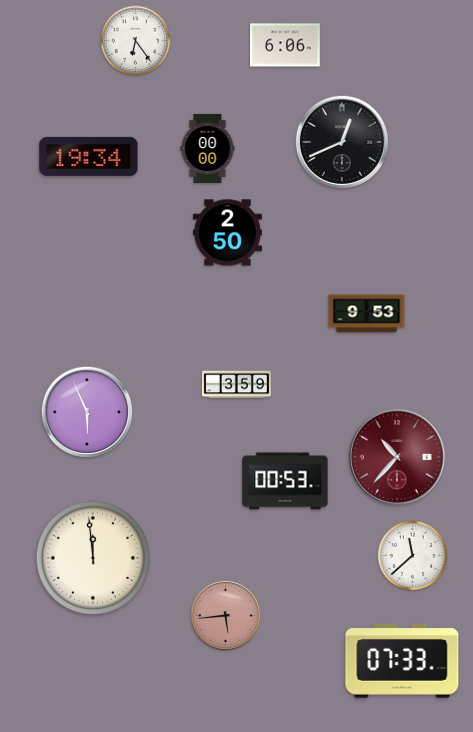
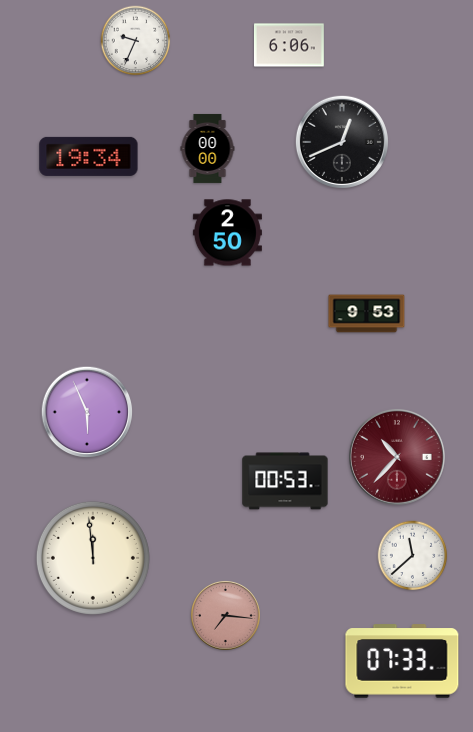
clock at (136, 41): 6:24 -> 9:34
clock at (286, 45) position: (286, 45) -> (290, 45)
clock at (236, 385): 3:59 -> none
clock at (226, 616): 5:44 -> 7:16
